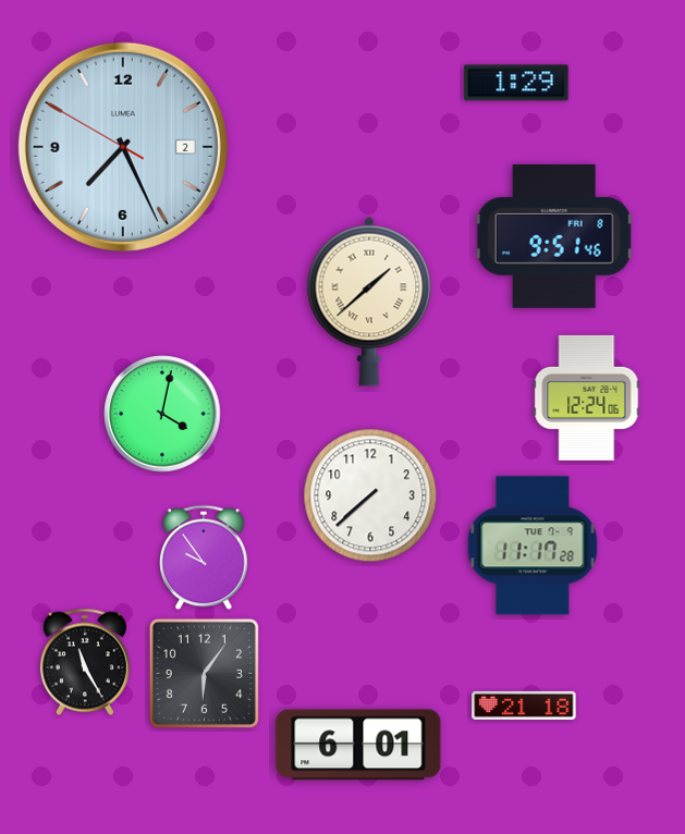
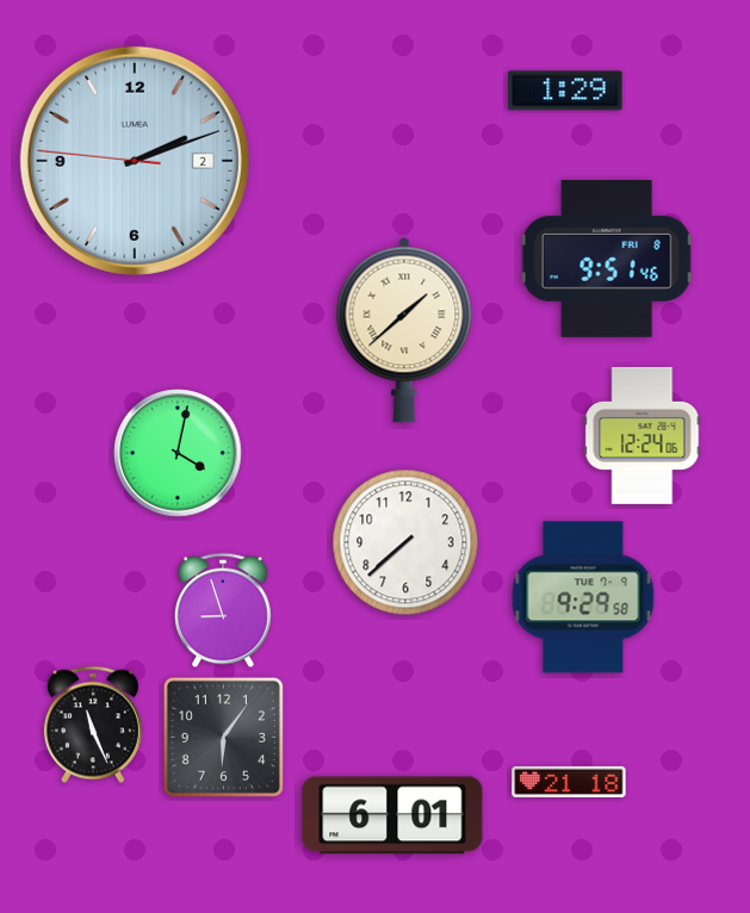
clock at (123, 147): 7:25 -> 2:11
clock at (533, 545): 11:17 -> 9:29
clock at (204, 557): 9:54 -> 8:57
clock at (85, 662): 11:25 -> 11:26
clock at (524, 706) position: (524, 706) -> (569, 782)
